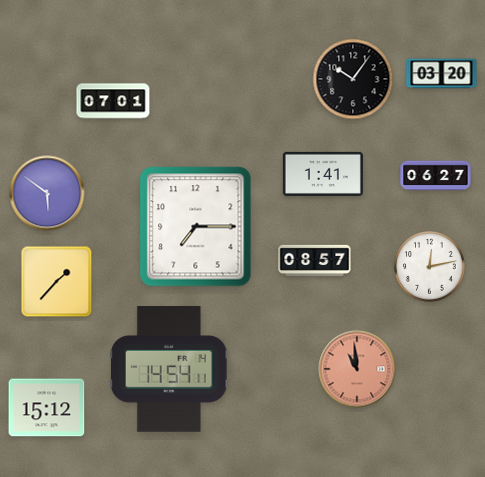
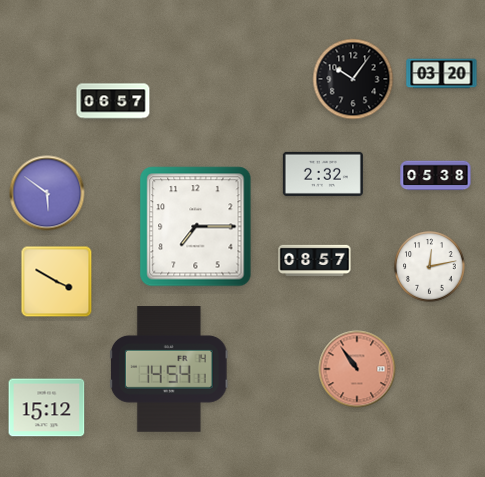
clock at (113, 101): 07:01 -> 06:57
clock at (323, 174): 1:41 -> 2:32
clock at (436, 176): 06:27 -> 05:38
clock at (57, 282): 1:37 -> 3:50
clock at (357, 369): 10:59 -> 10:54
